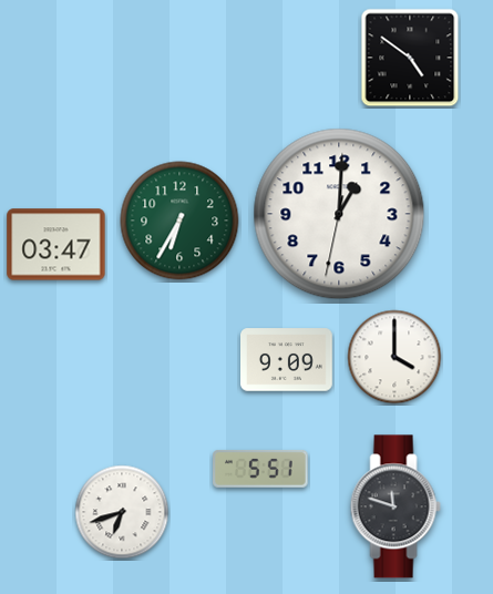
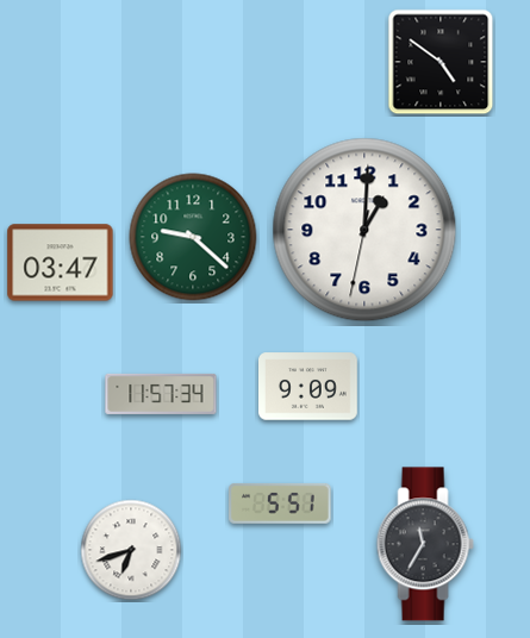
clock at (179, 221): 6:35 -> 9:22
clock at (394, 357): 4:00 -> none
clock at (161, 394): none -> 11:57
clock at (396, 506): 11:48 -> 11:35
